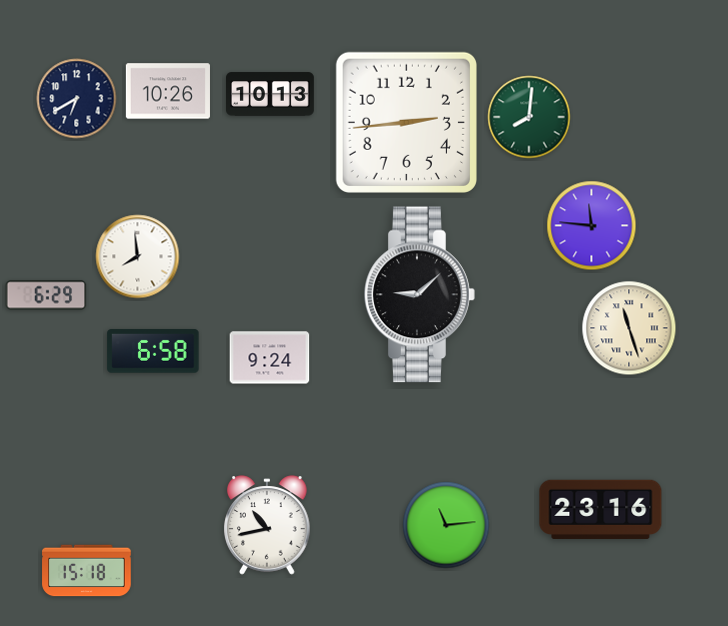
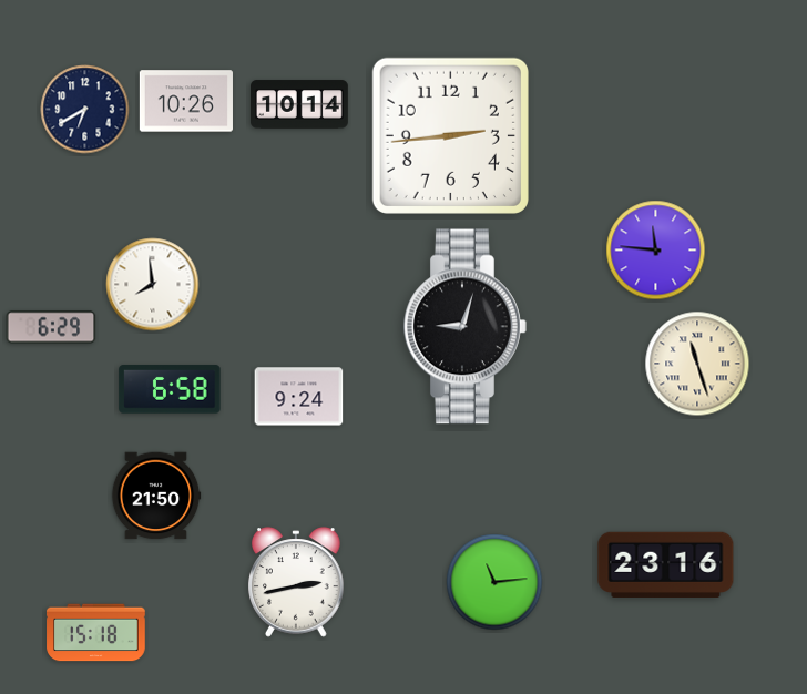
clock at (271, 94): 10:13 -> 10:14
clock at (529, 117): 8:01 -> none
clock at (420, 295): 9:08 -> 9:03
clock at (156, 496): none -> 21:50
clock at (267, 525): 10:43 -> 2:43
